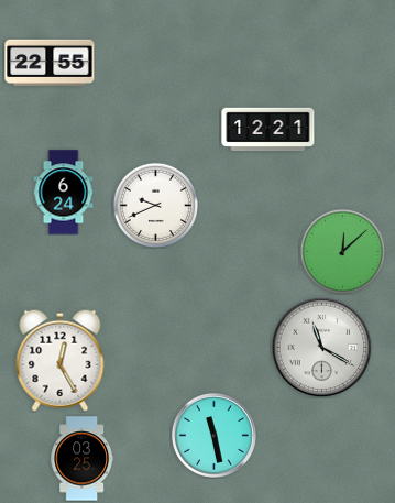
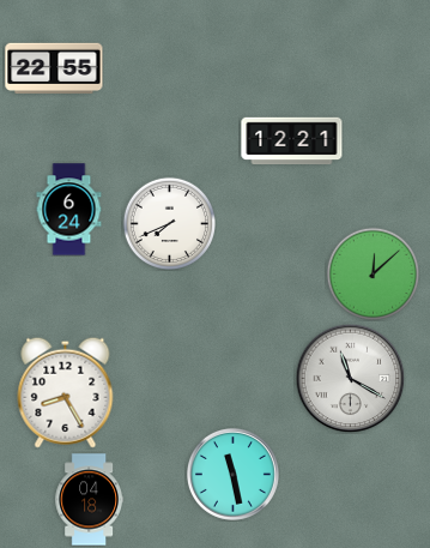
clock at (155, 205): 9:41 -> 7:41
clock at (61, 360): 12:25 -> 8:25
clock at (81, 459): 03:25 -> 04:18
